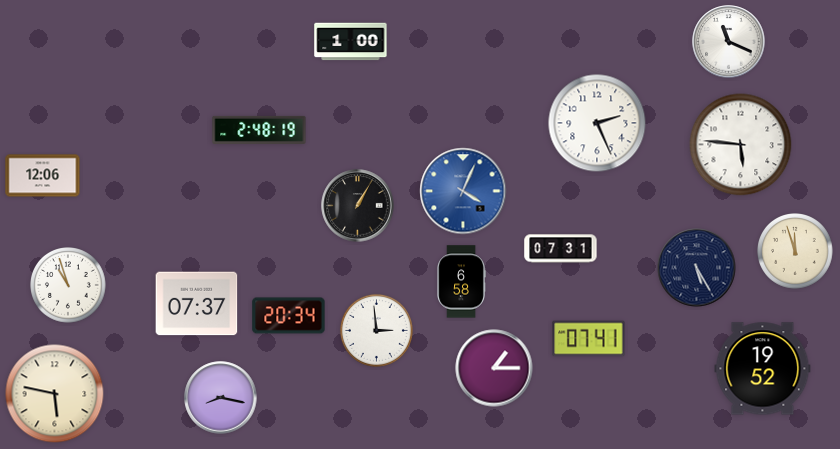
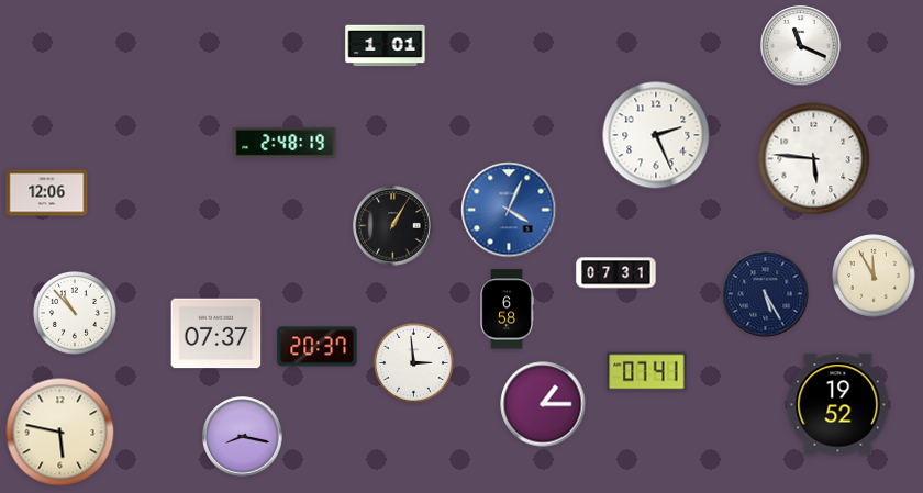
clock at (351, 42): 1:00 -> 1:01
clock at (796, 252): 11:57 -> 11:55
clock at (69, 286): 10:57 -> 10:53
clock at (289, 316): 20:34 -> 20:37
